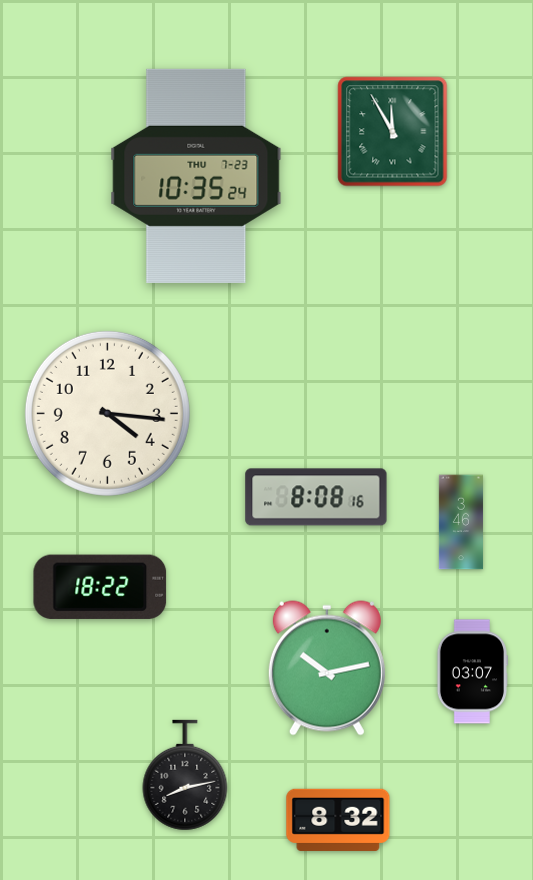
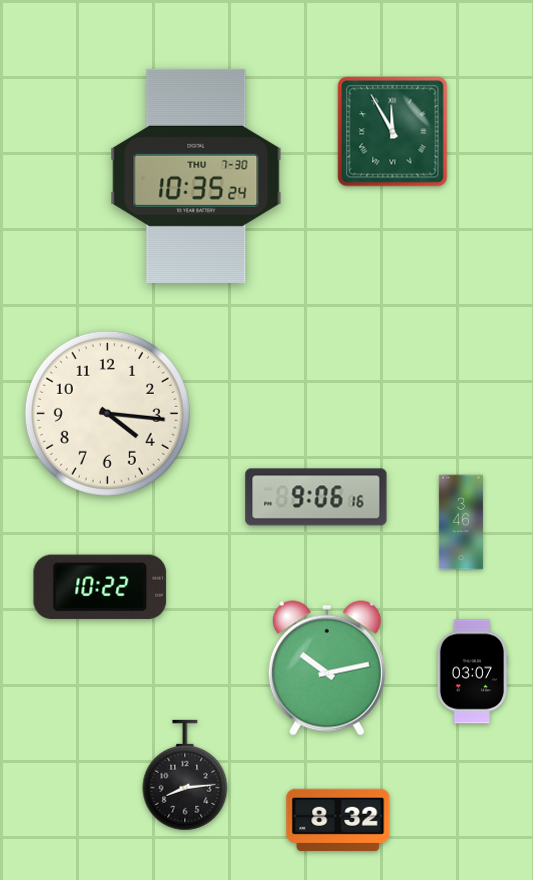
clock at (196, 176) date: THU 7-23 -> THU 7-30
clock at (316, 497): 8:08 -> 9:06
clock at (100, 587): 18:22 -> 10:22
clock at (185, 775): 8:13 -> 8:14
